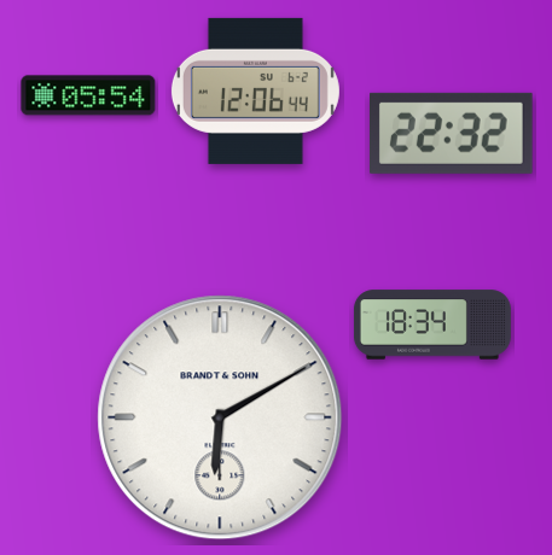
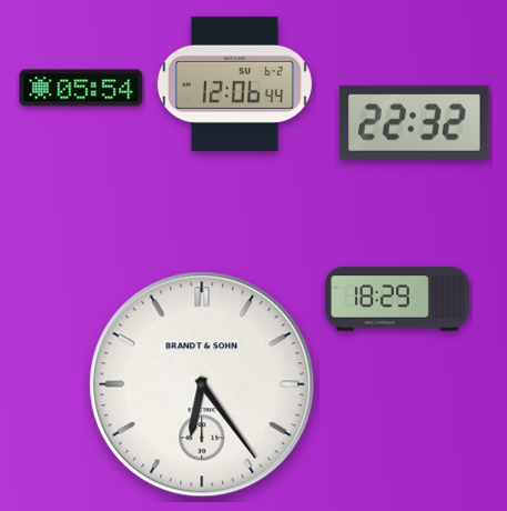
clock at (432, 325): 18:34 -> 18:29
clock at (220, 417): 6:10 -> 6:24
